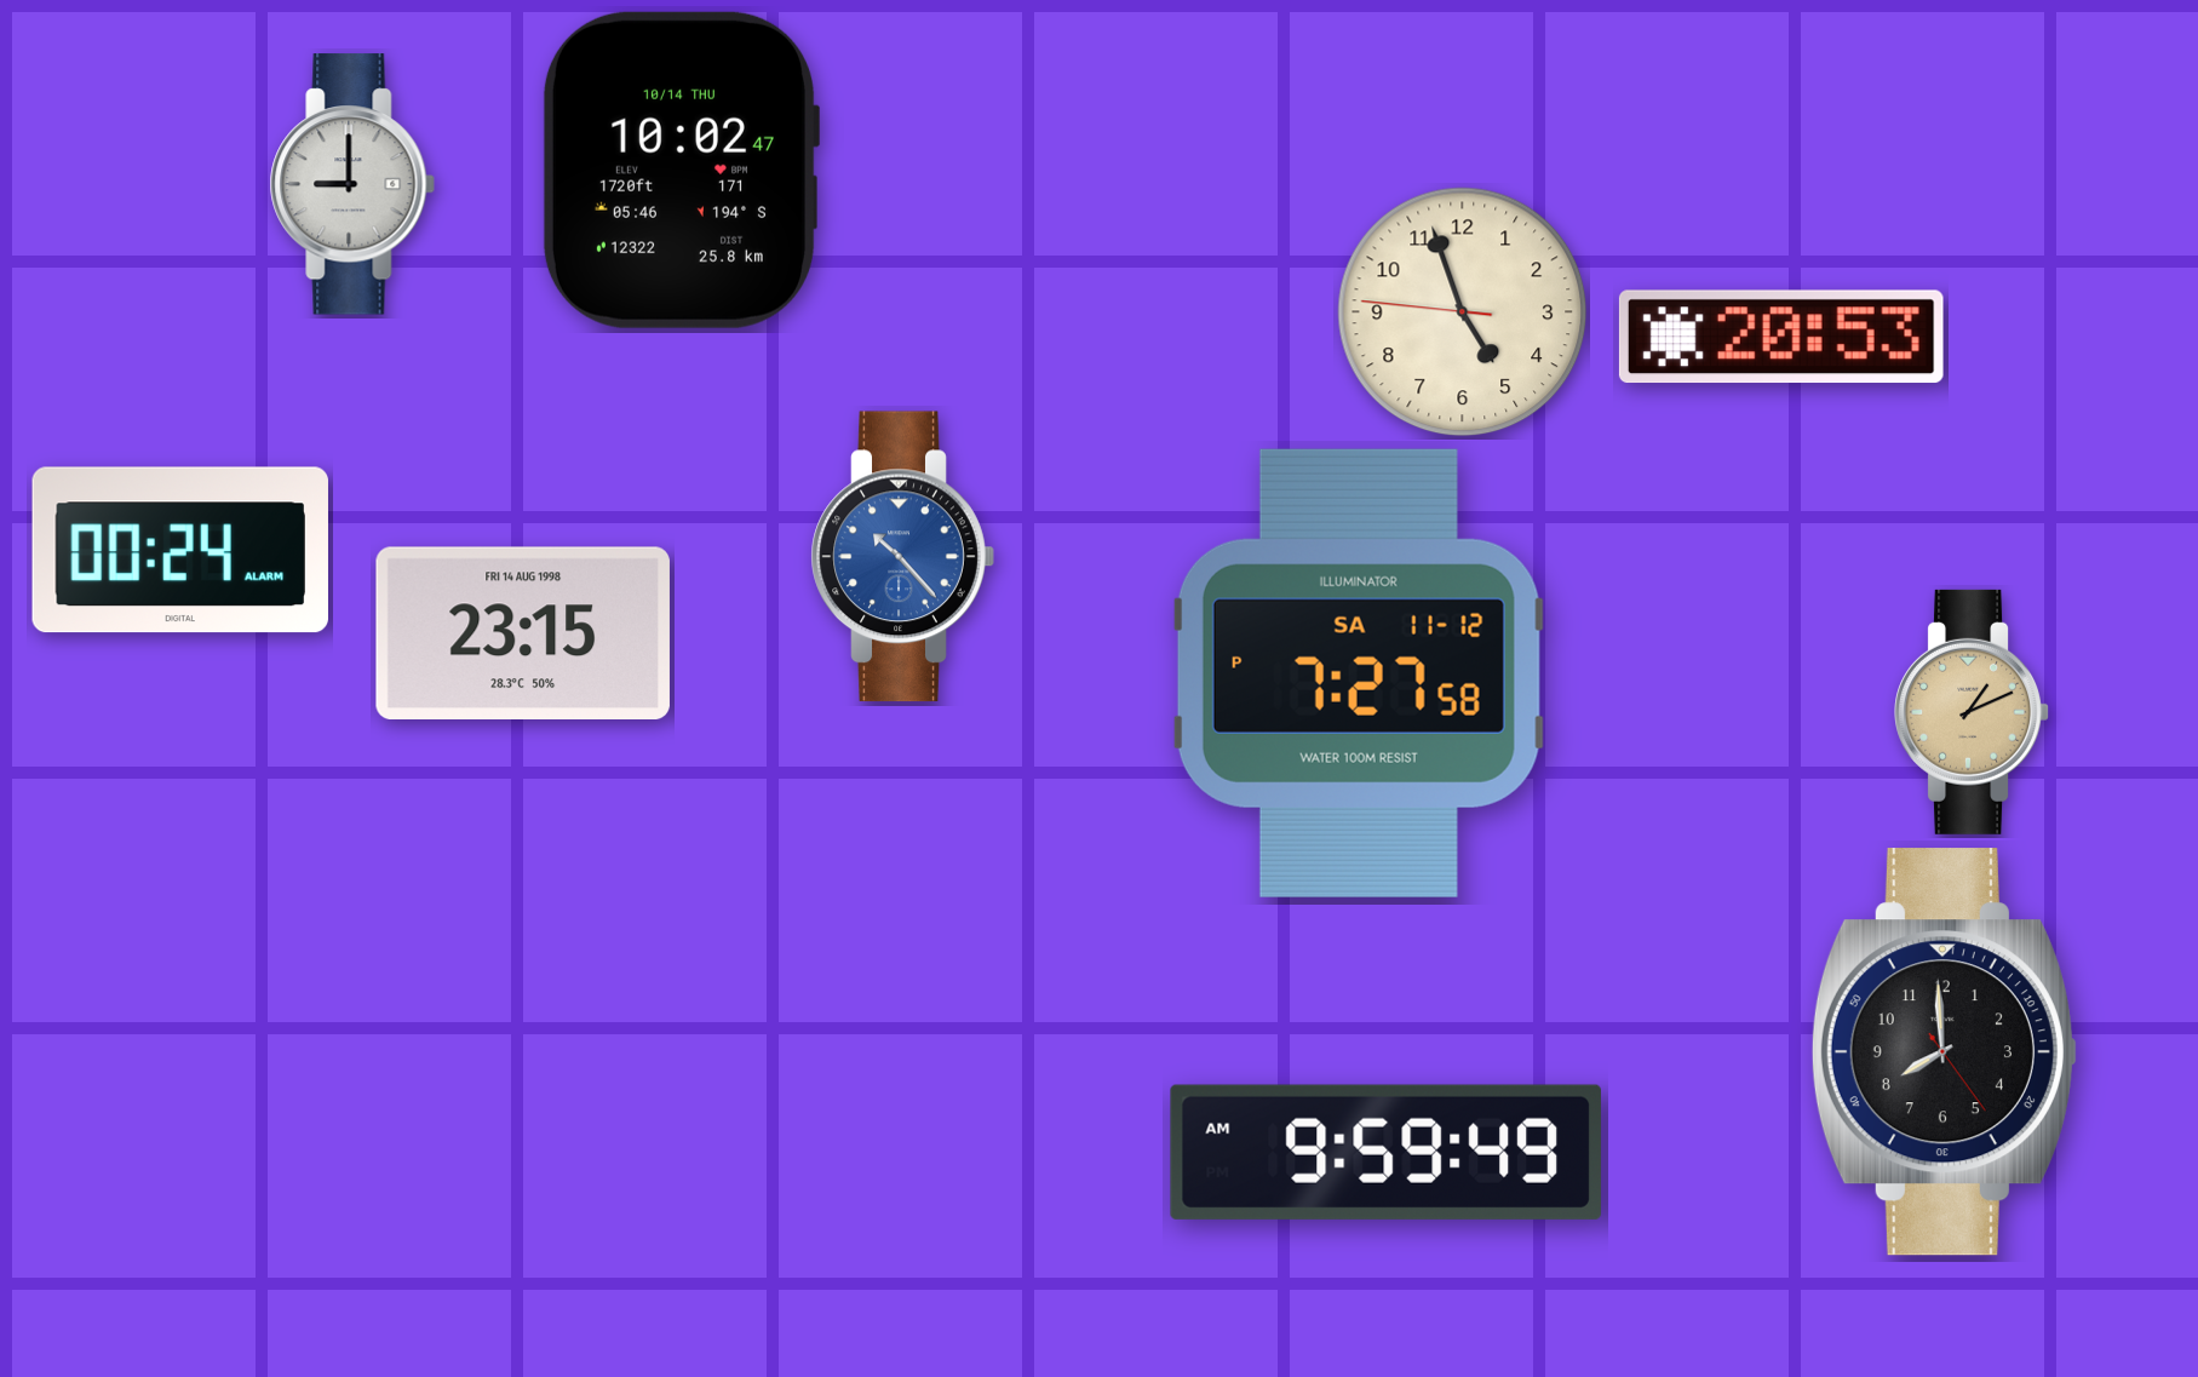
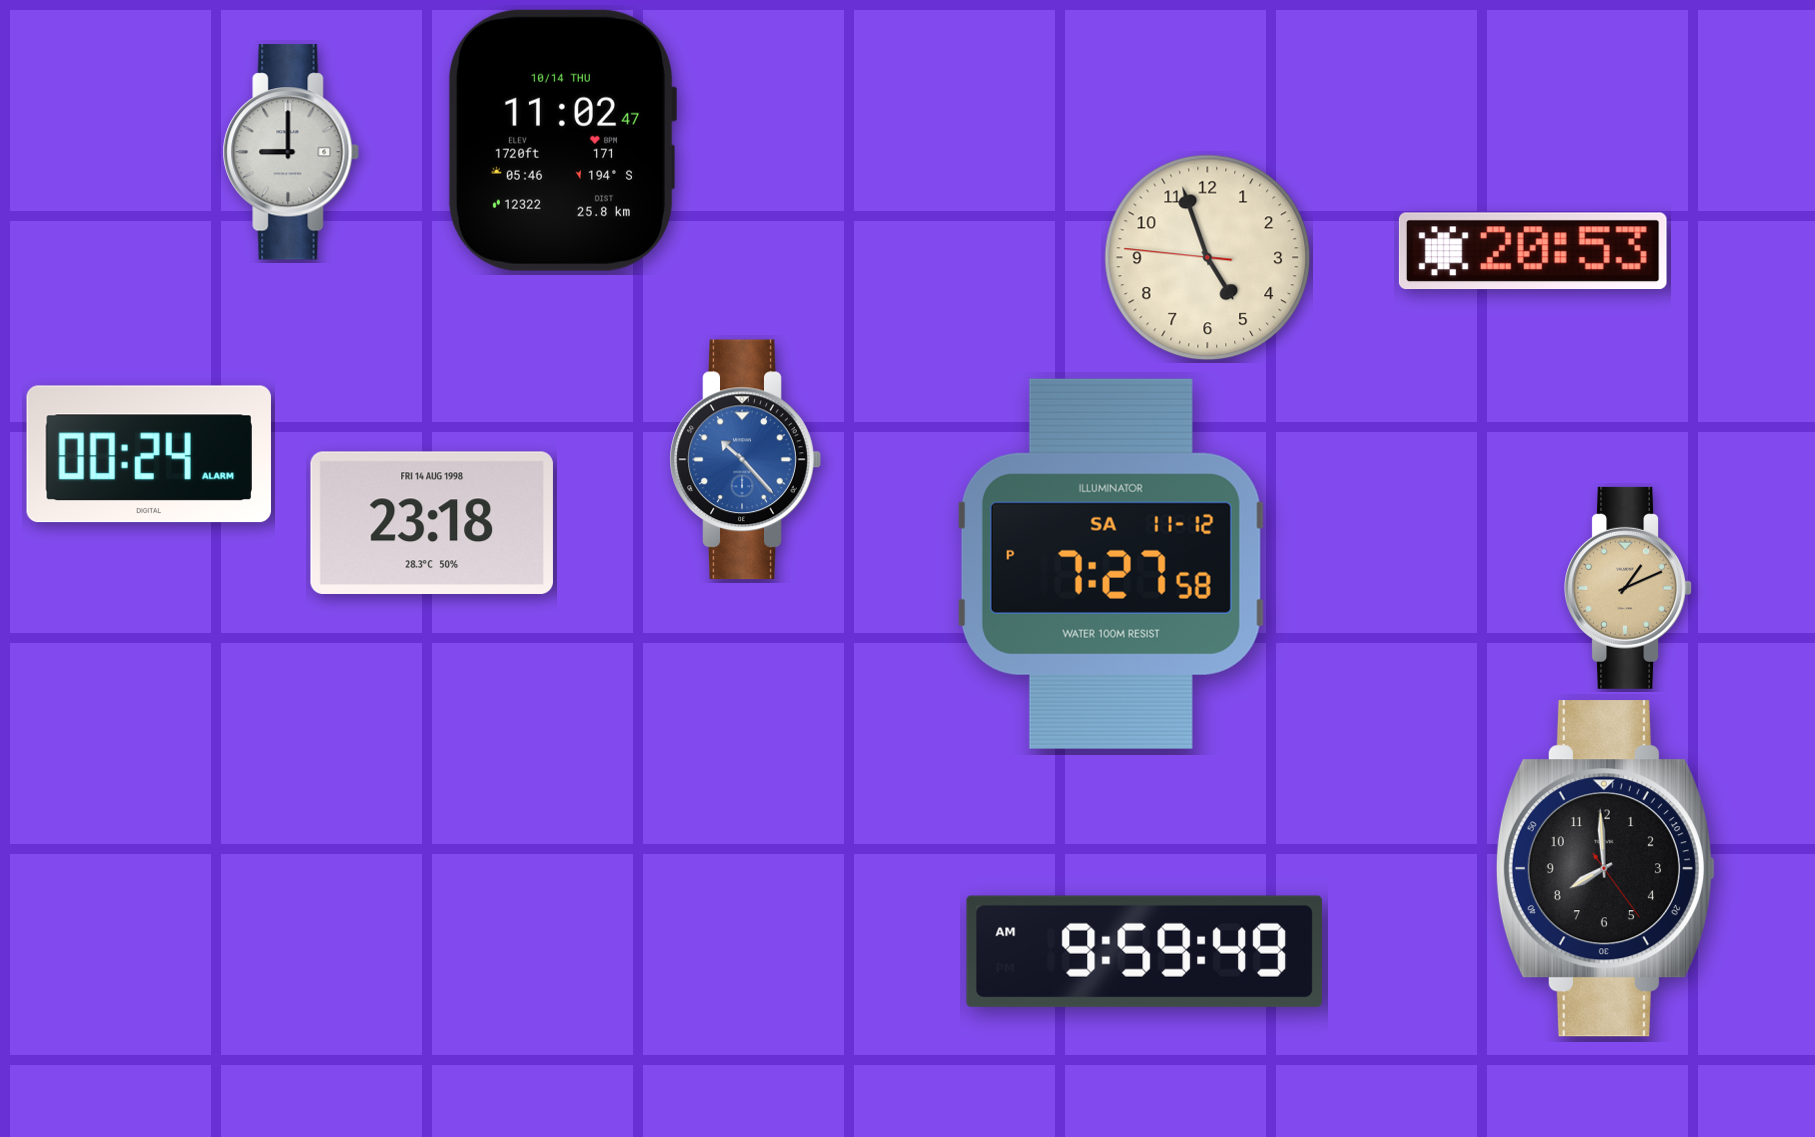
clock at (681, 170): 10:02 -> 11:02
clock at (1781, 337) position: (1781, 337) -> (1533, 251)
clock at (523, 632): 23:15 -> 23:18
clock at (1359, 673) position: (1359, 673) -> (1111, 564)
